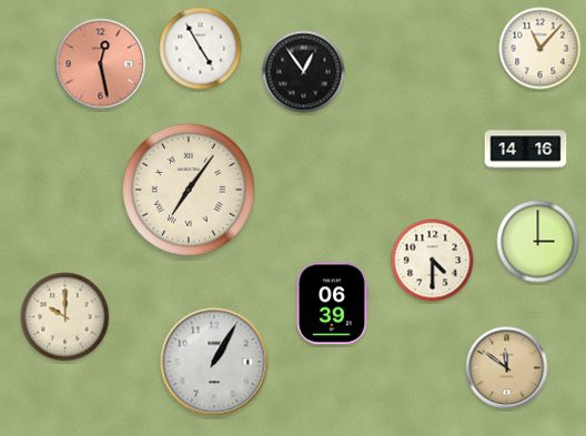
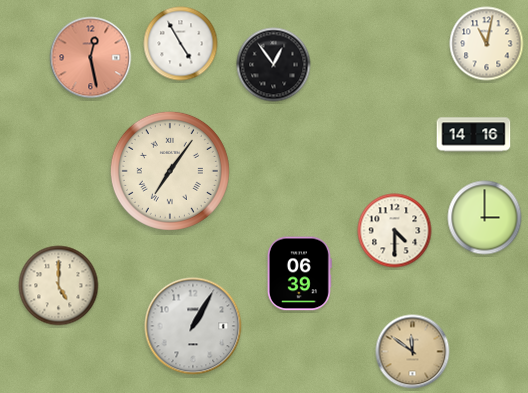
clock at (540, 49): 11:07 -> 11:02
clock at (433, 261) position: (433, 261) -> (395, 231)
clock at (65, 317): 10:00 -> 5:00
clock at (507, 368) position: (507, 368) -> (413, 352)
